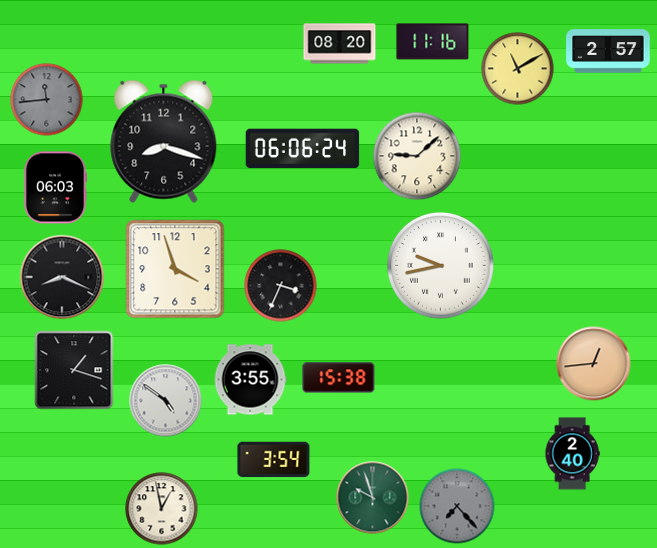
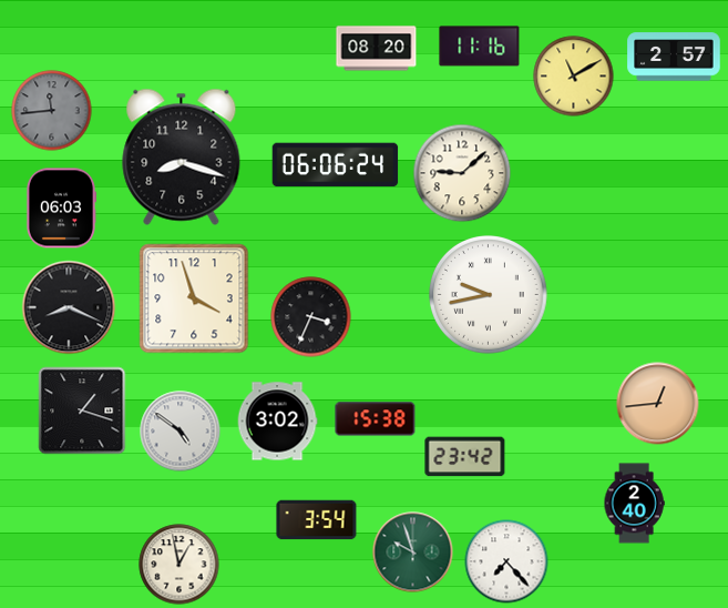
clock at (250, 380): 3:55 -> 3:02
clock at (166, 401) position: (166, 401) -> (181, 432)
clock at (465, 457): none -> 23:42
clock at (274, 460) position: (274, 460) -> (317, 520)
clock at (457, 506) dial: grey -> white
